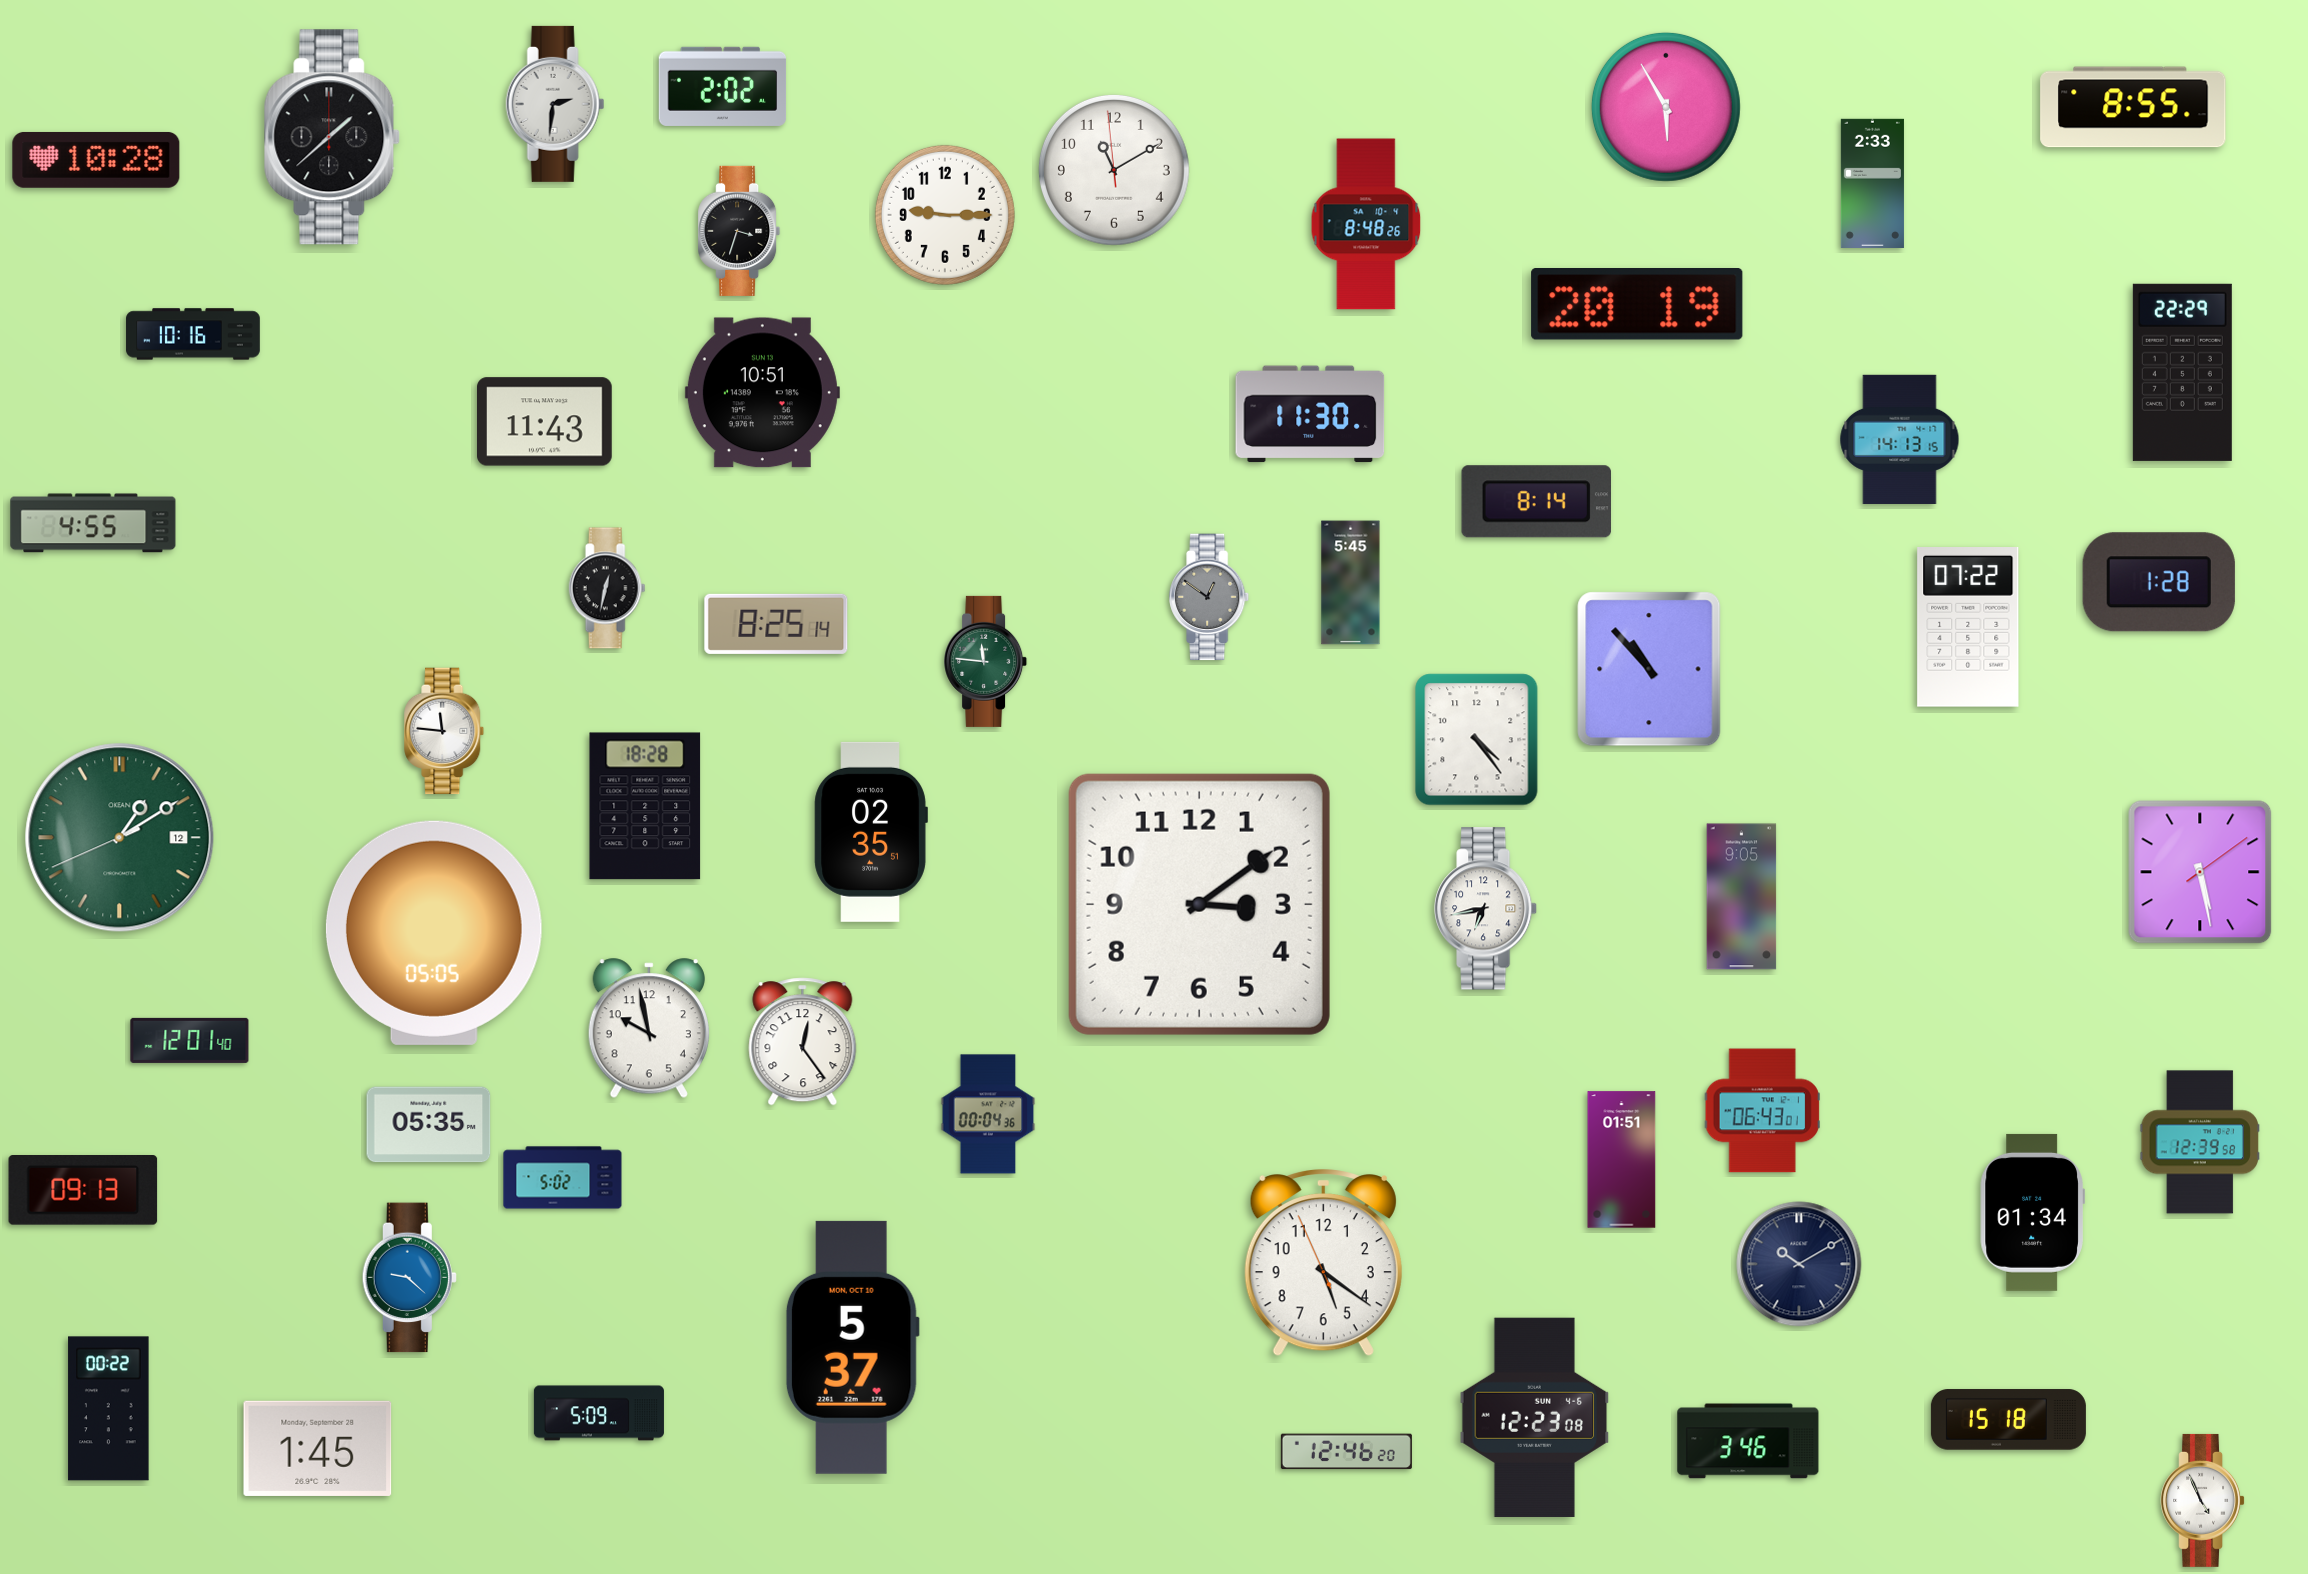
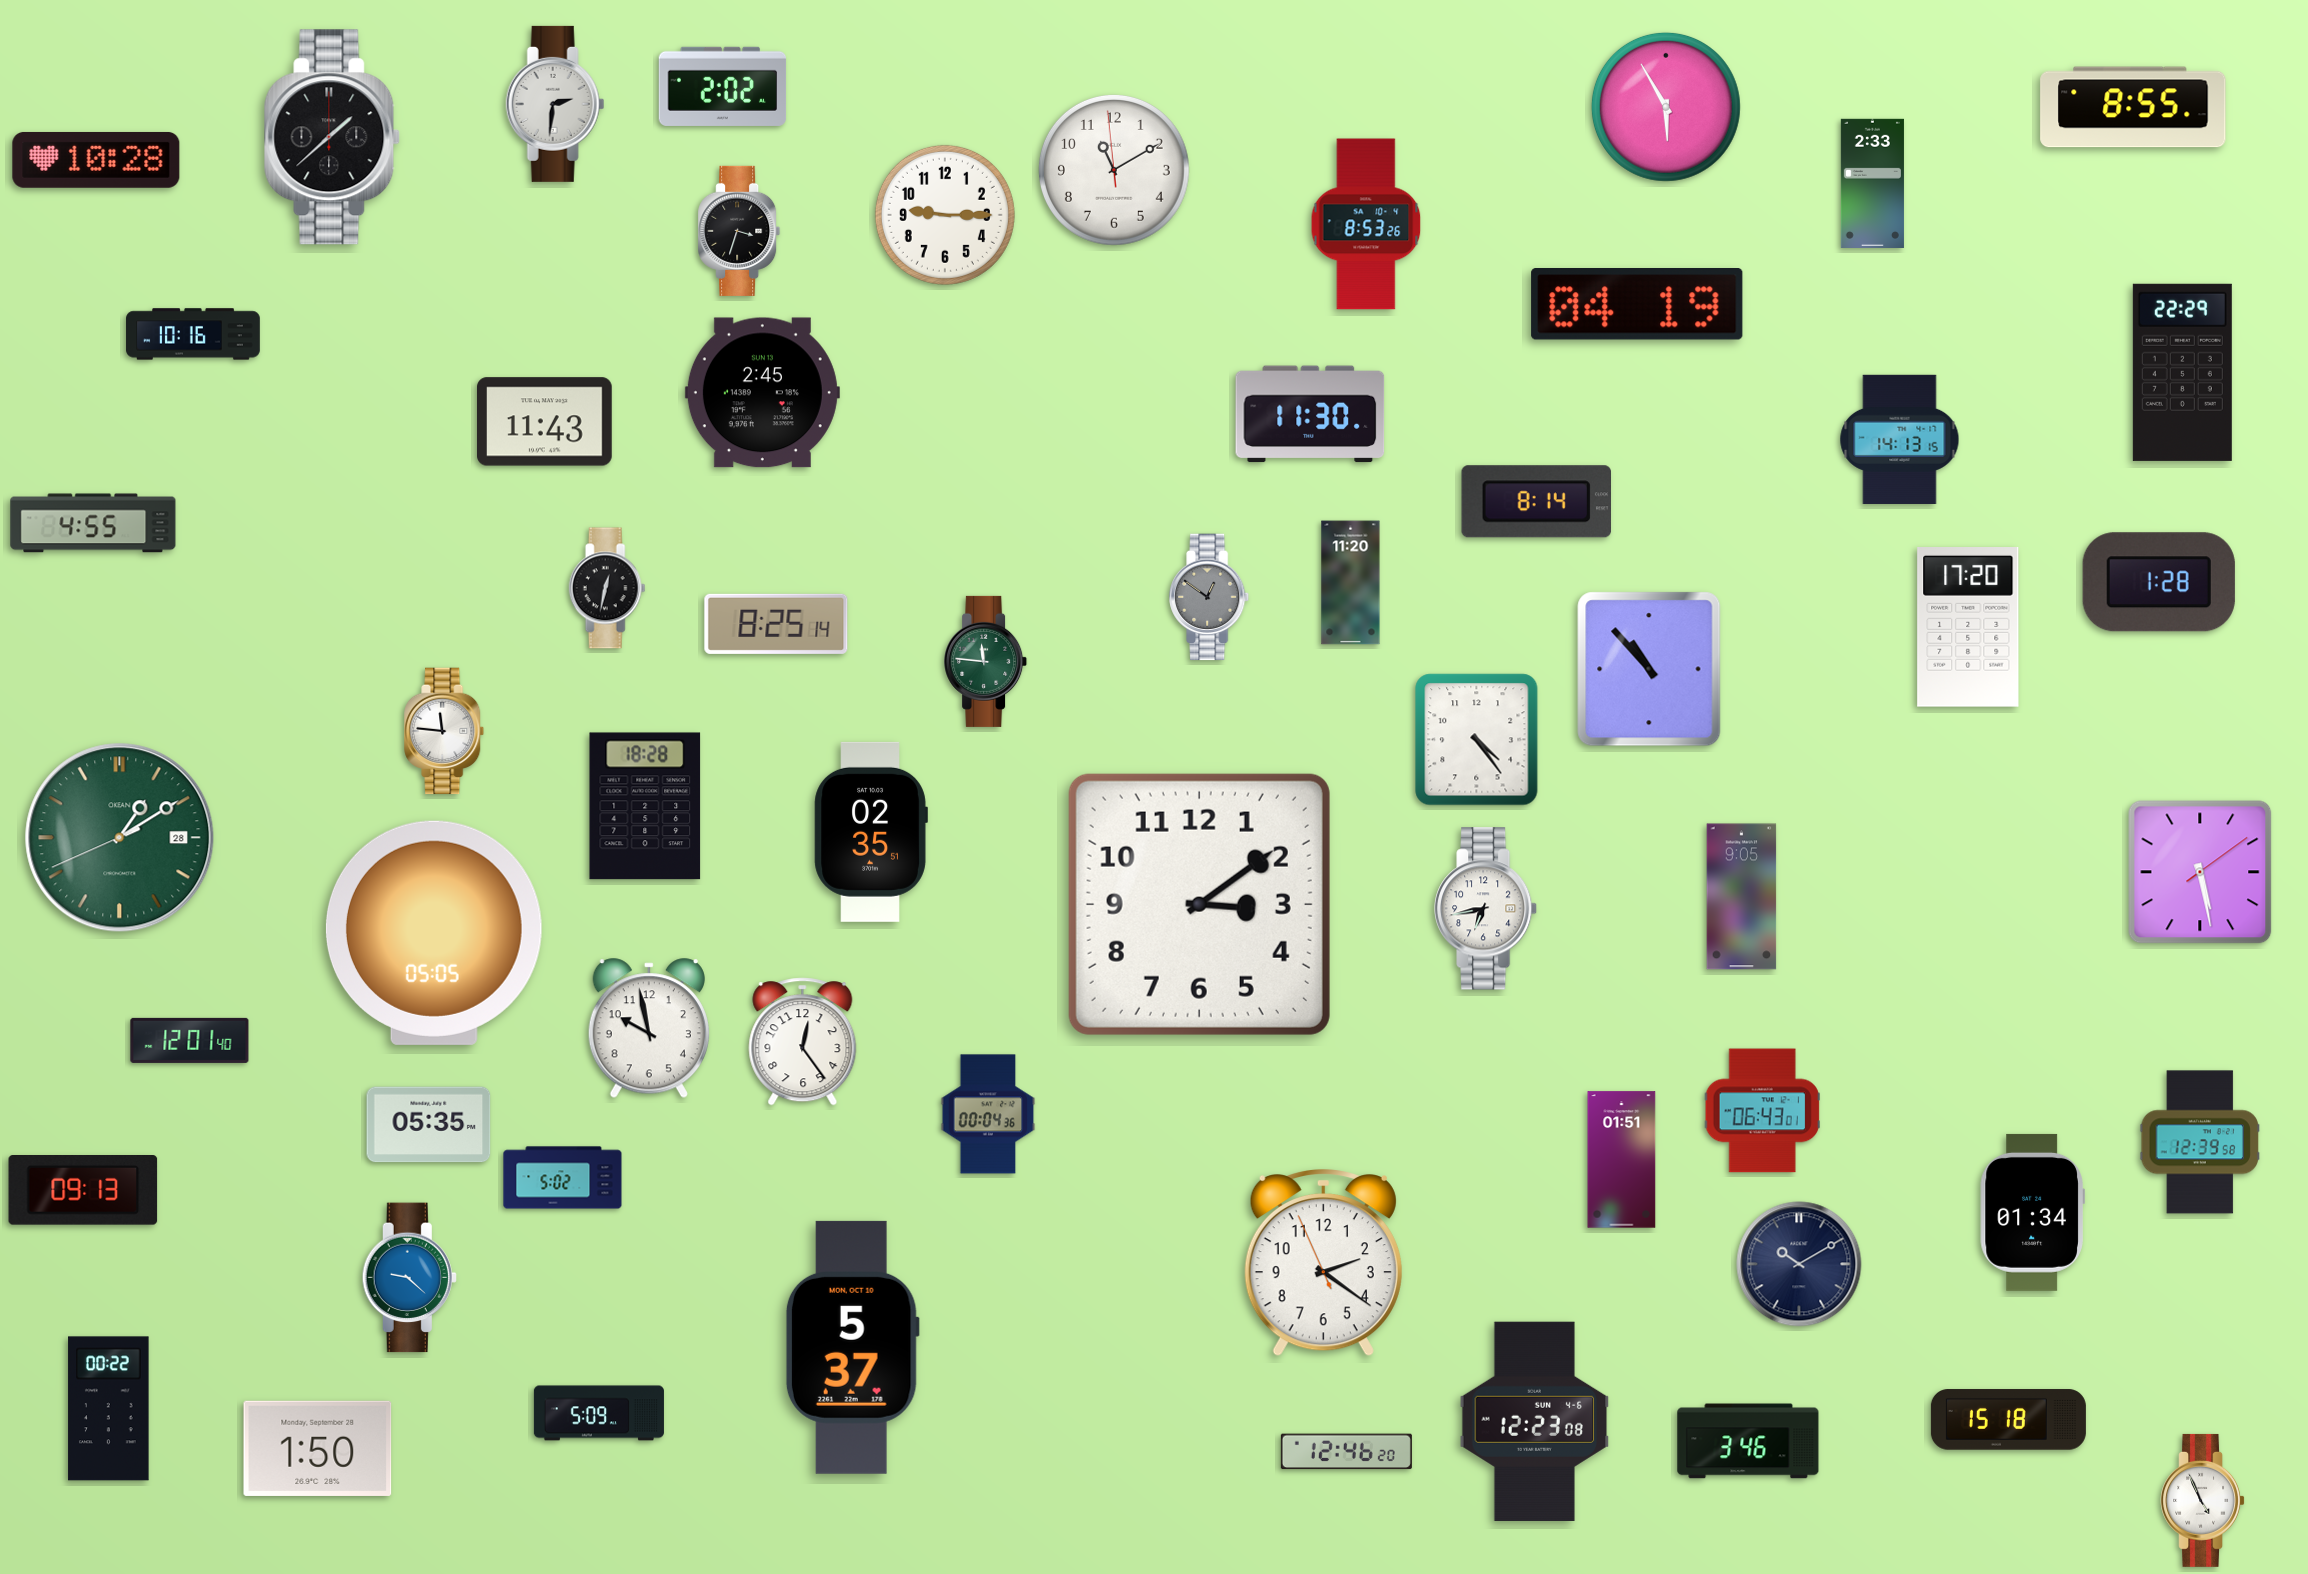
clock at (1366, 224): 8:48 -> 8:53
clock at (1637, 304): 20:19 -> 04:19
clock at (762, 393): 10:51 -> 2:45
clock at (1351, 583): 5:45 -> 11:20
clock at (1968, 628): 07:22 -> 17:20
clock at (120, 838) date: 12 -> 28
clock at (1323, 1264): 5:20 -> 2:20
clock at (1535, 1417) position: (1535, 1417) -> (1535, 1421)
clock at (318, 1448): 1:45 -> 1:50
